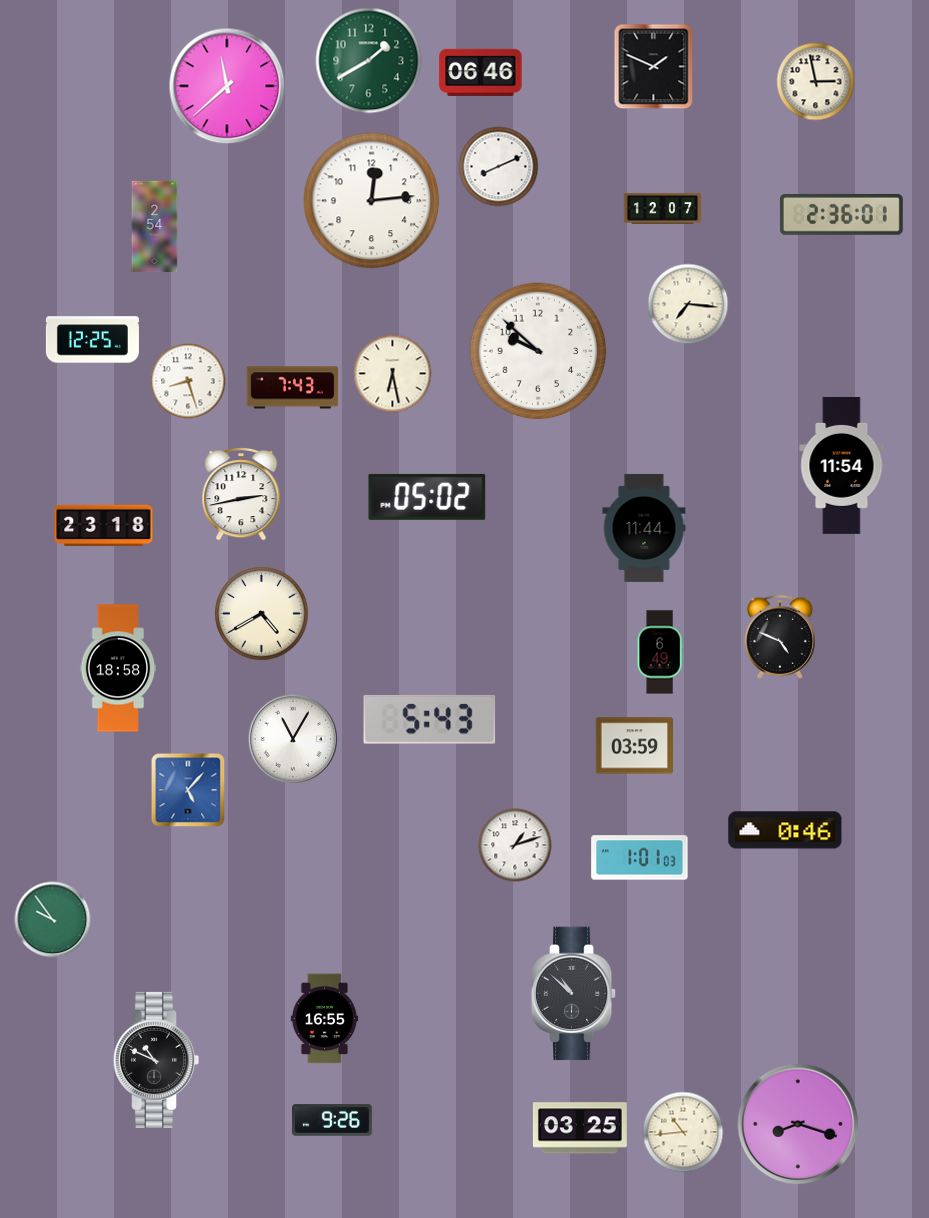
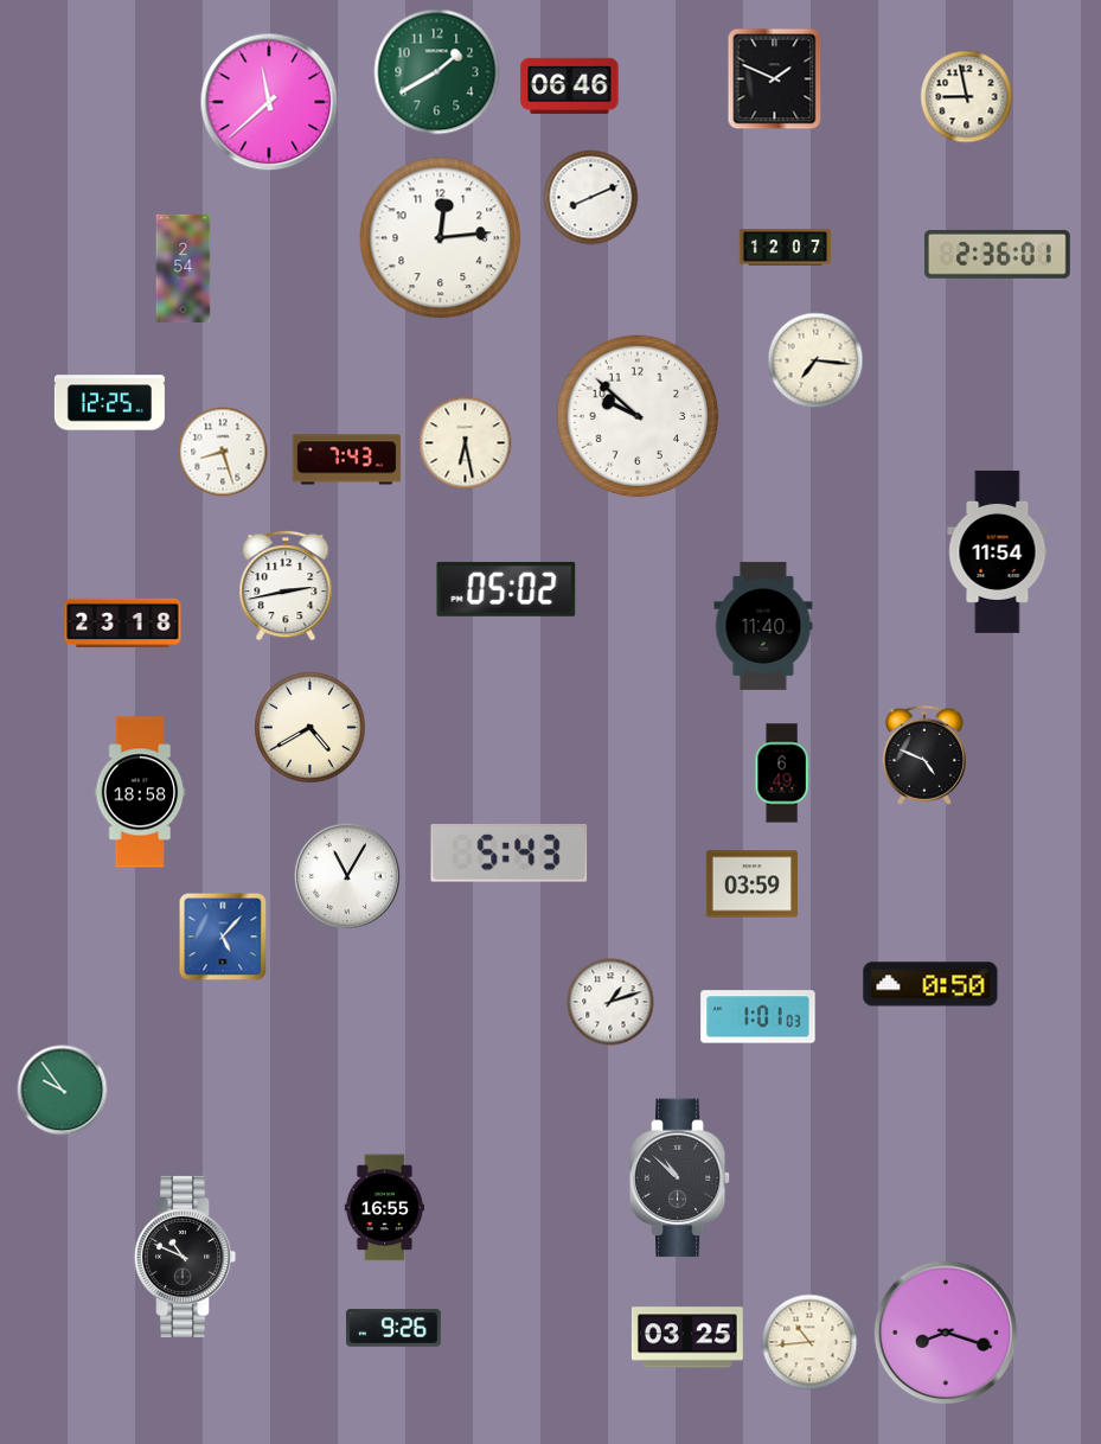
clock at (816, 82): 2:58 -> 8:58
clock at (644, 528): 11:44 -> 11:40
clock at (785, 830): 0:46 -> 0:50
